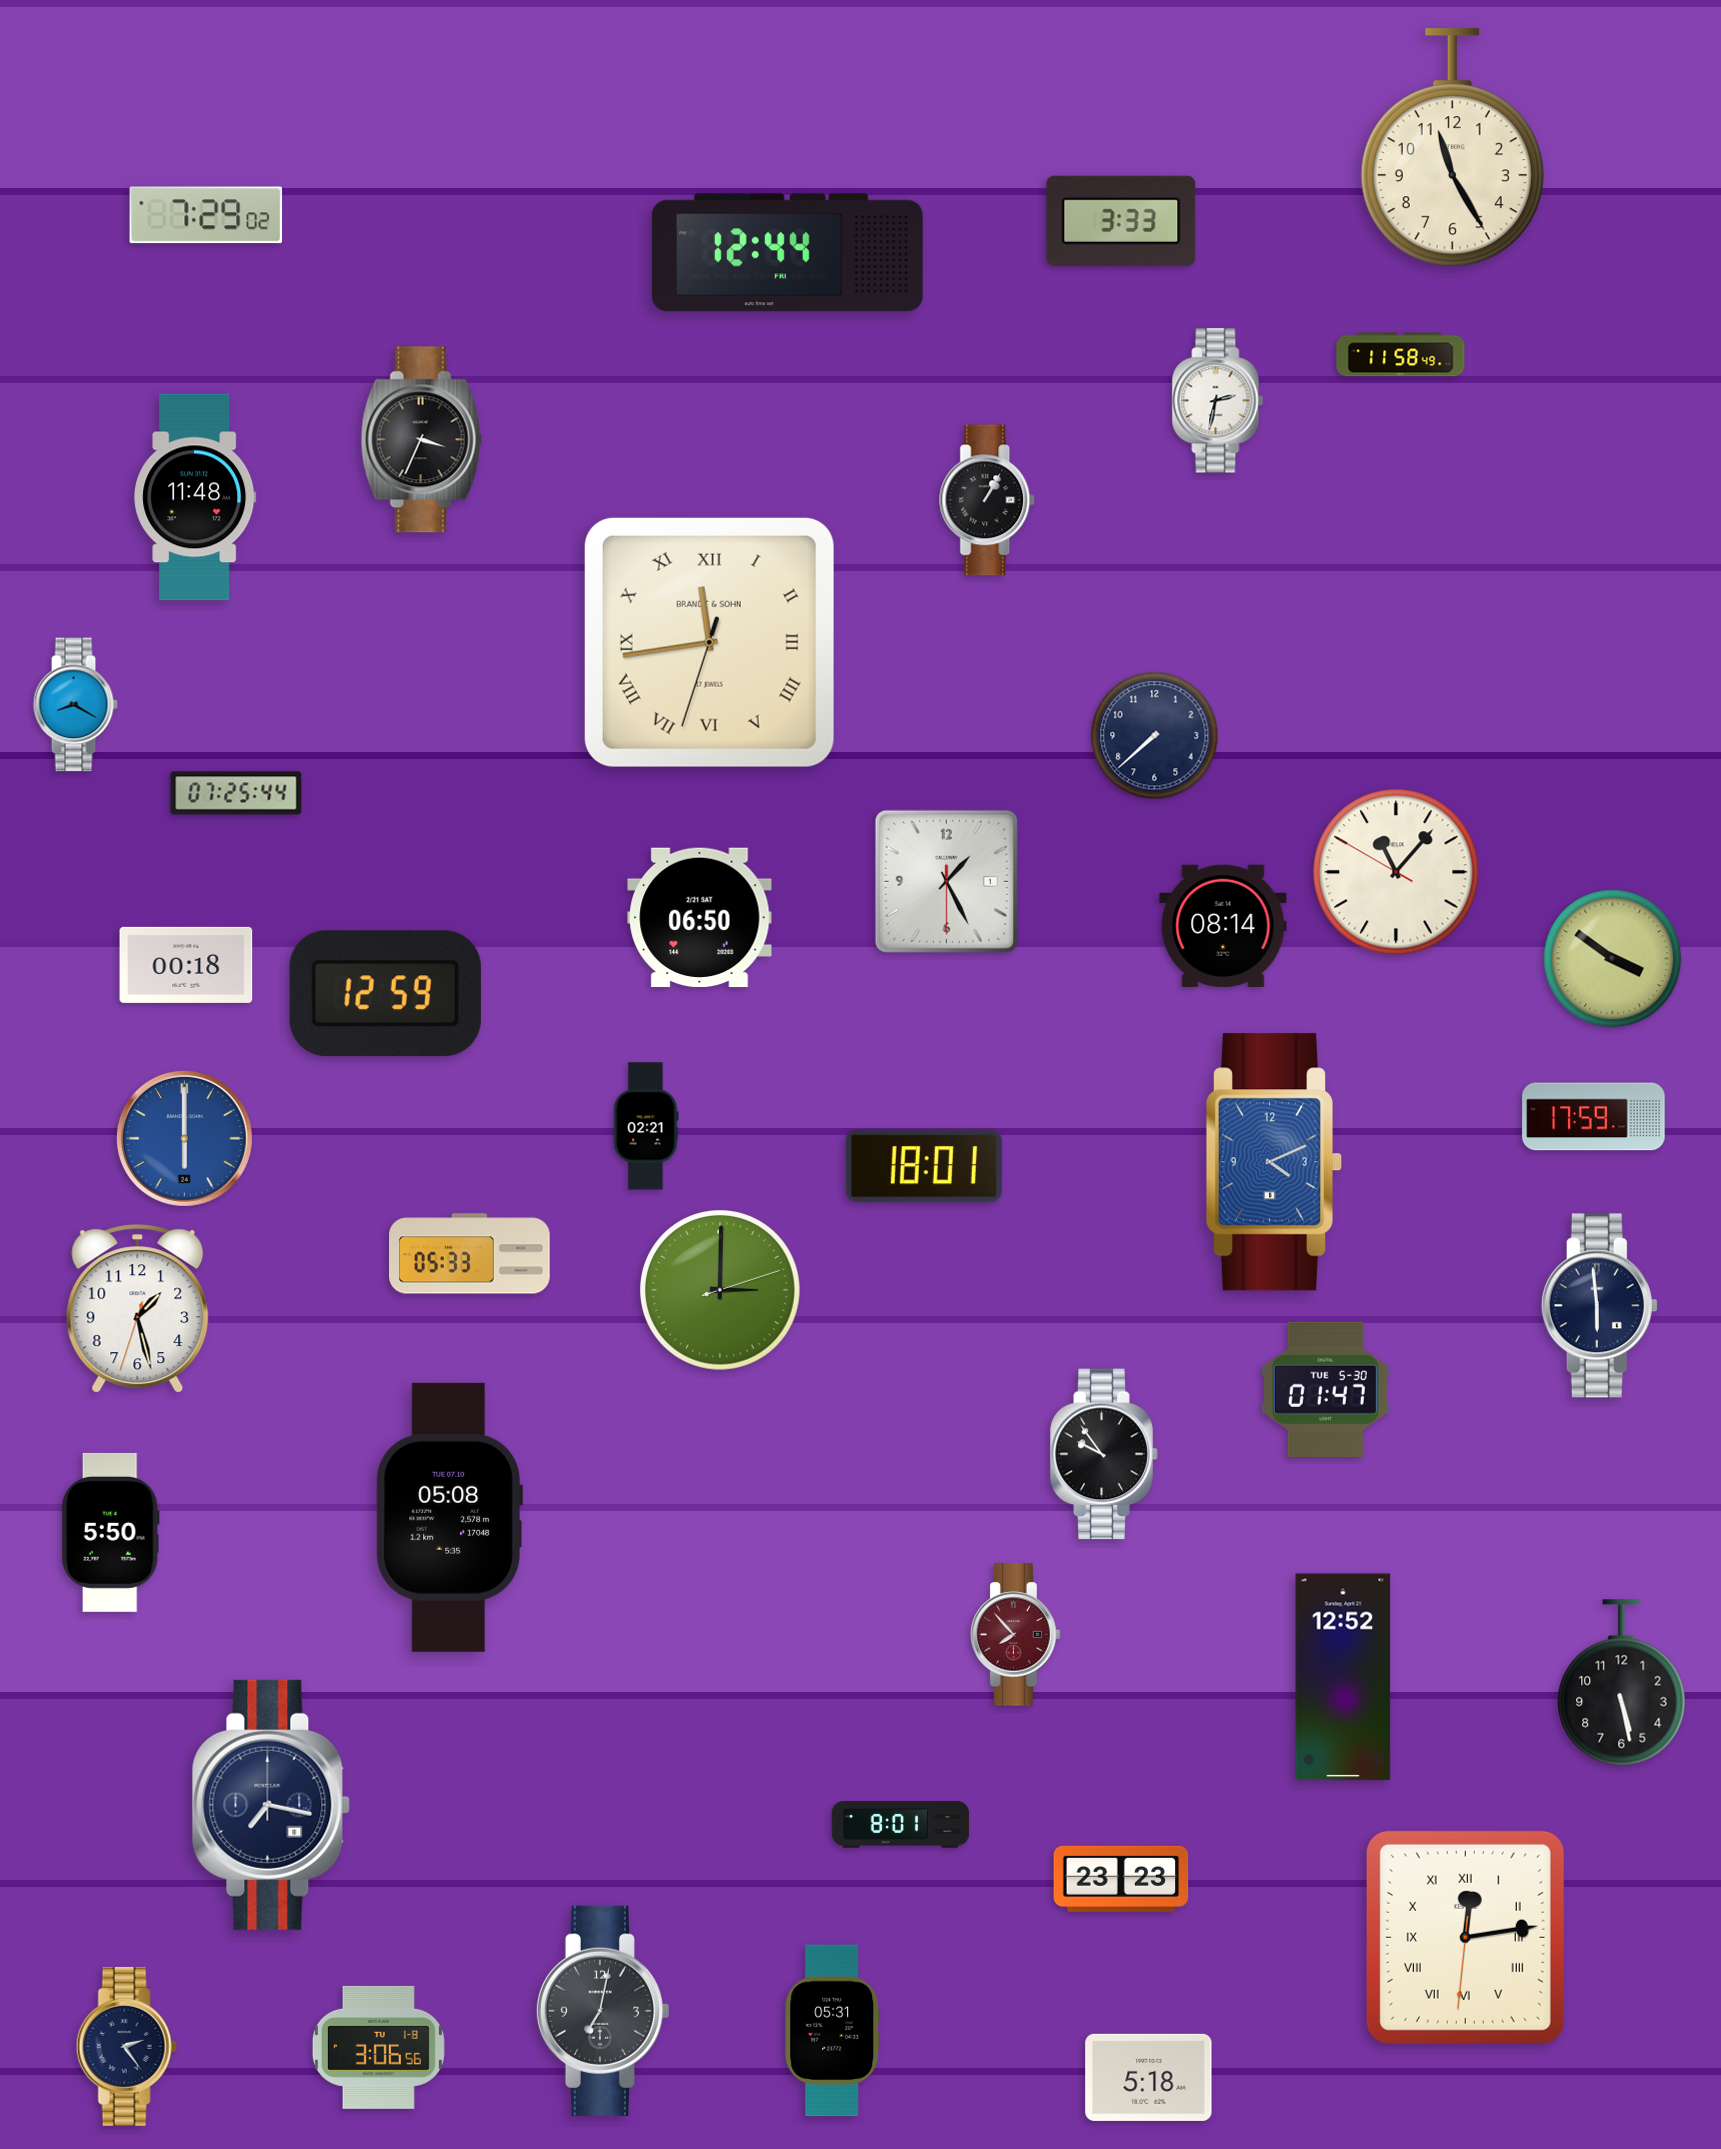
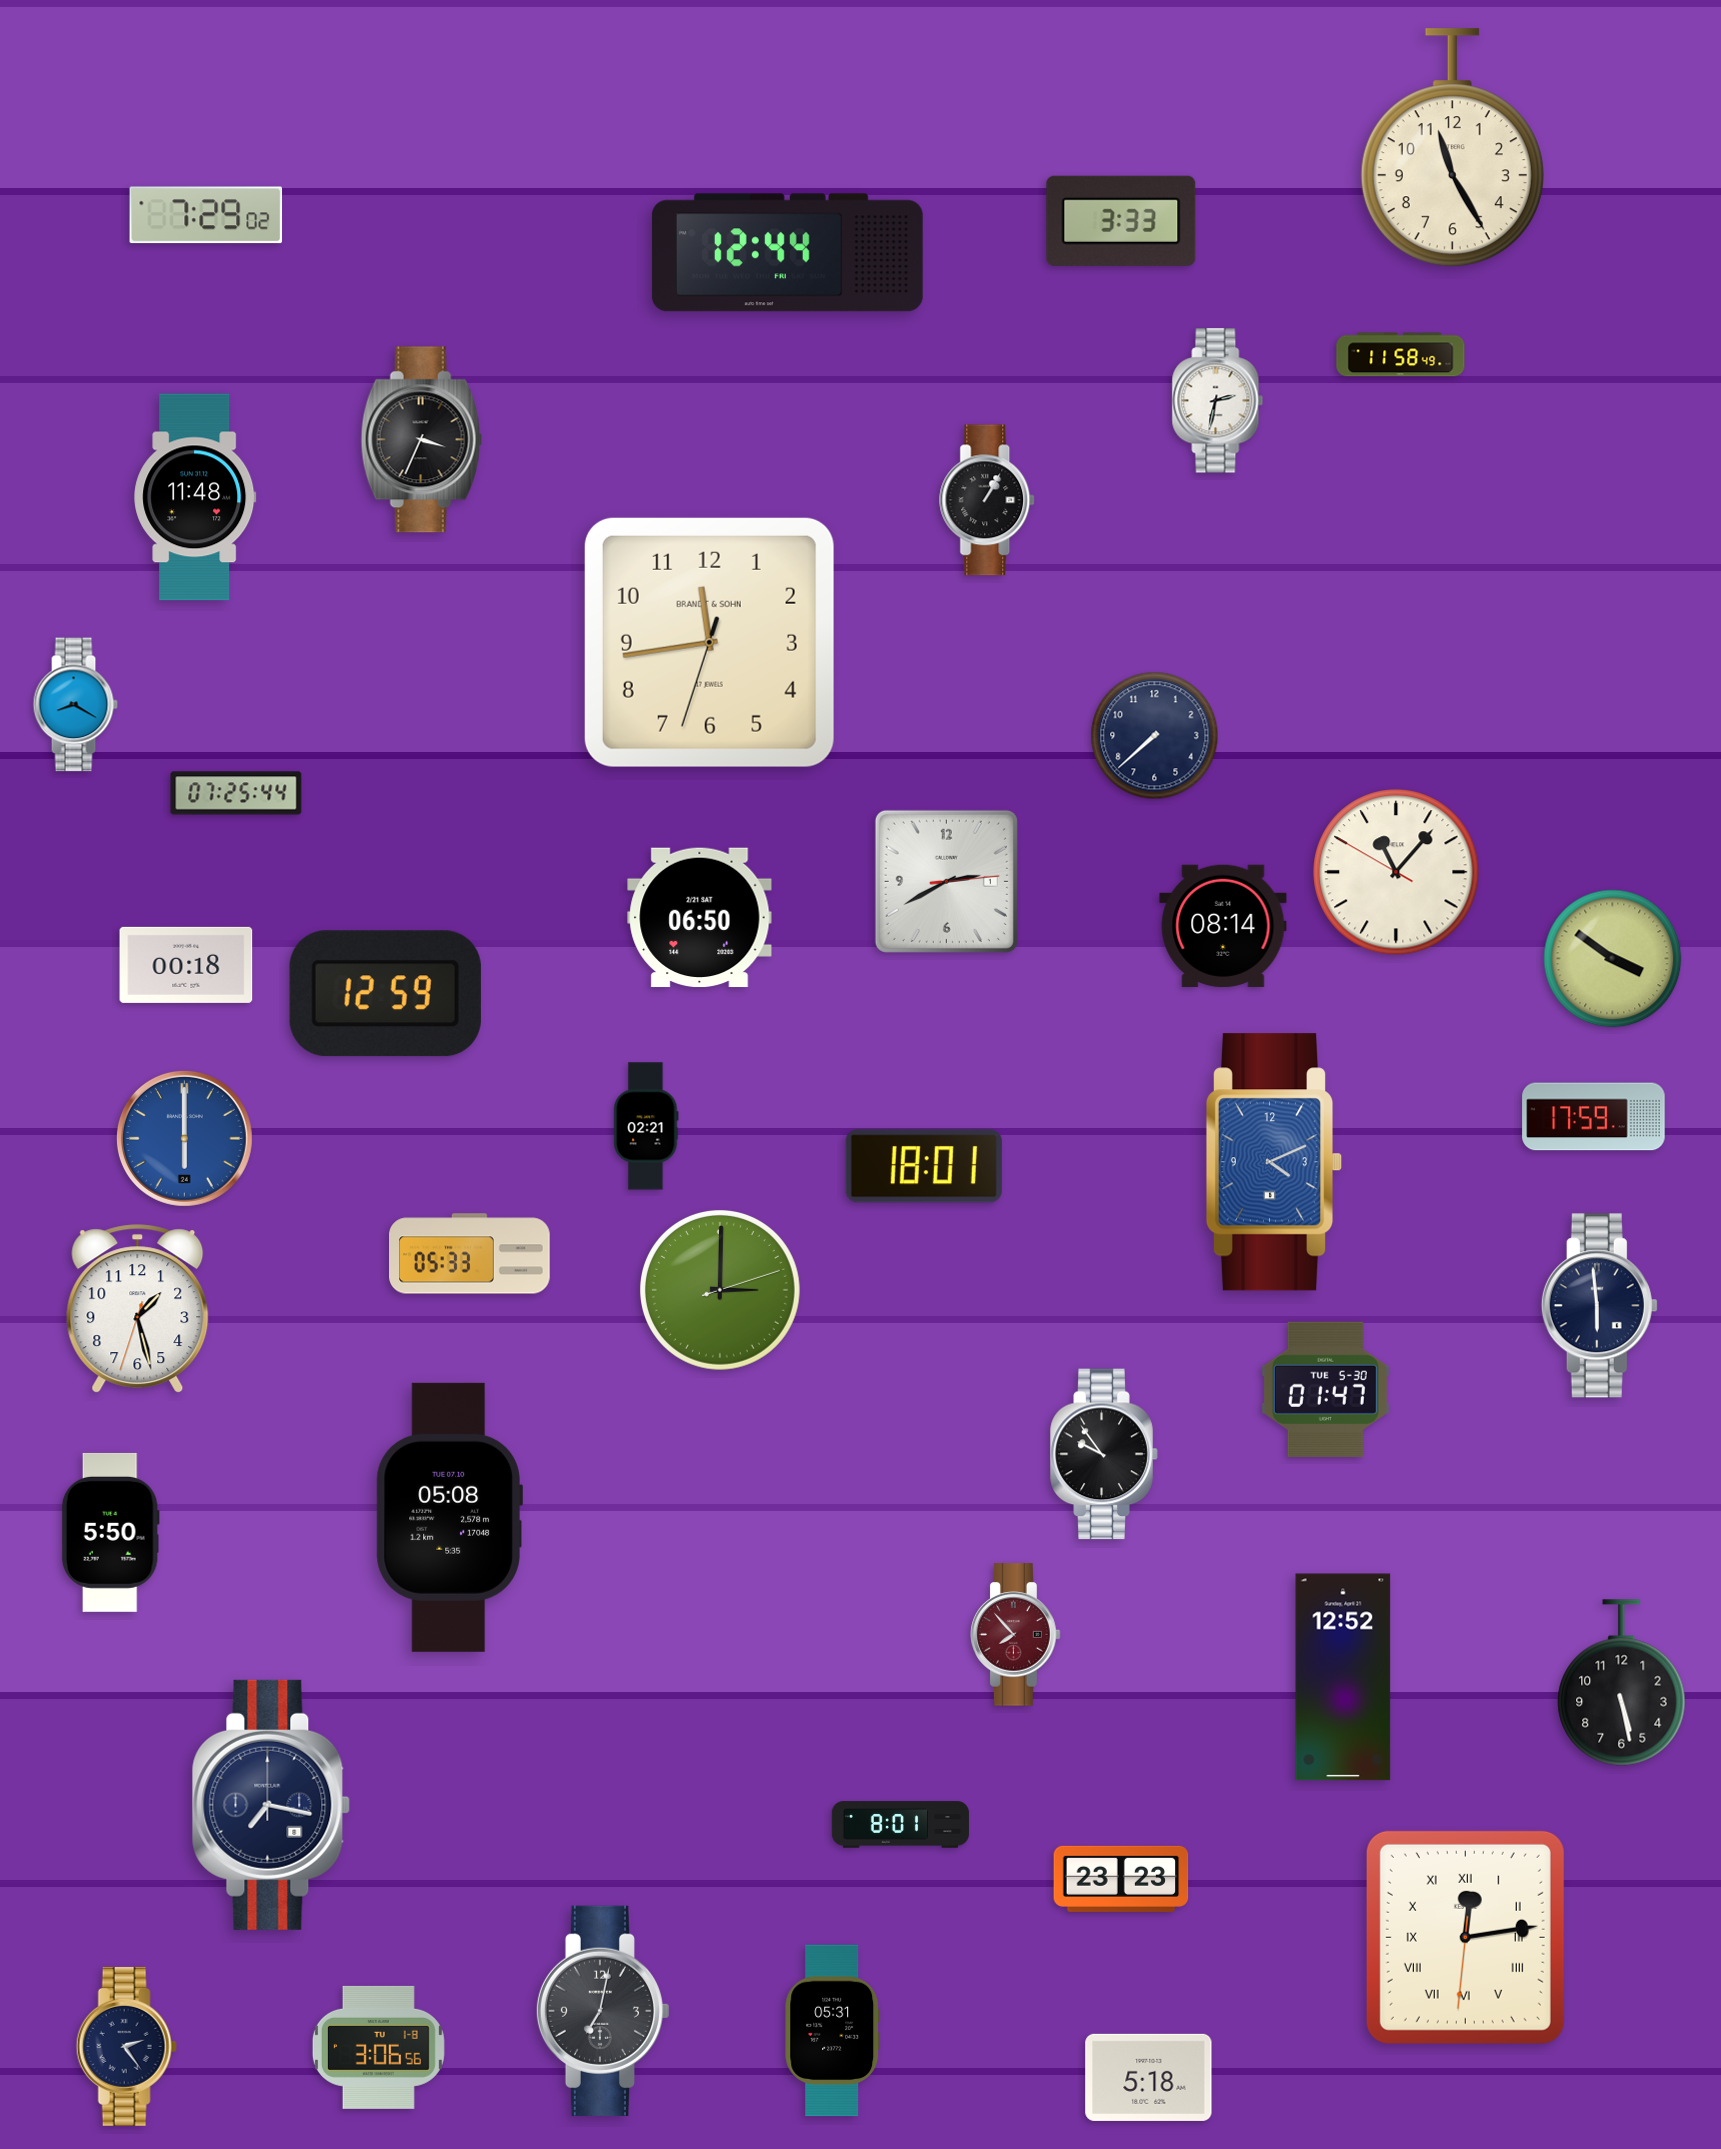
clock at (709, 642) numerals: Roman -> Arabic
clock at (946, 881): 1:25 -> 2:40
